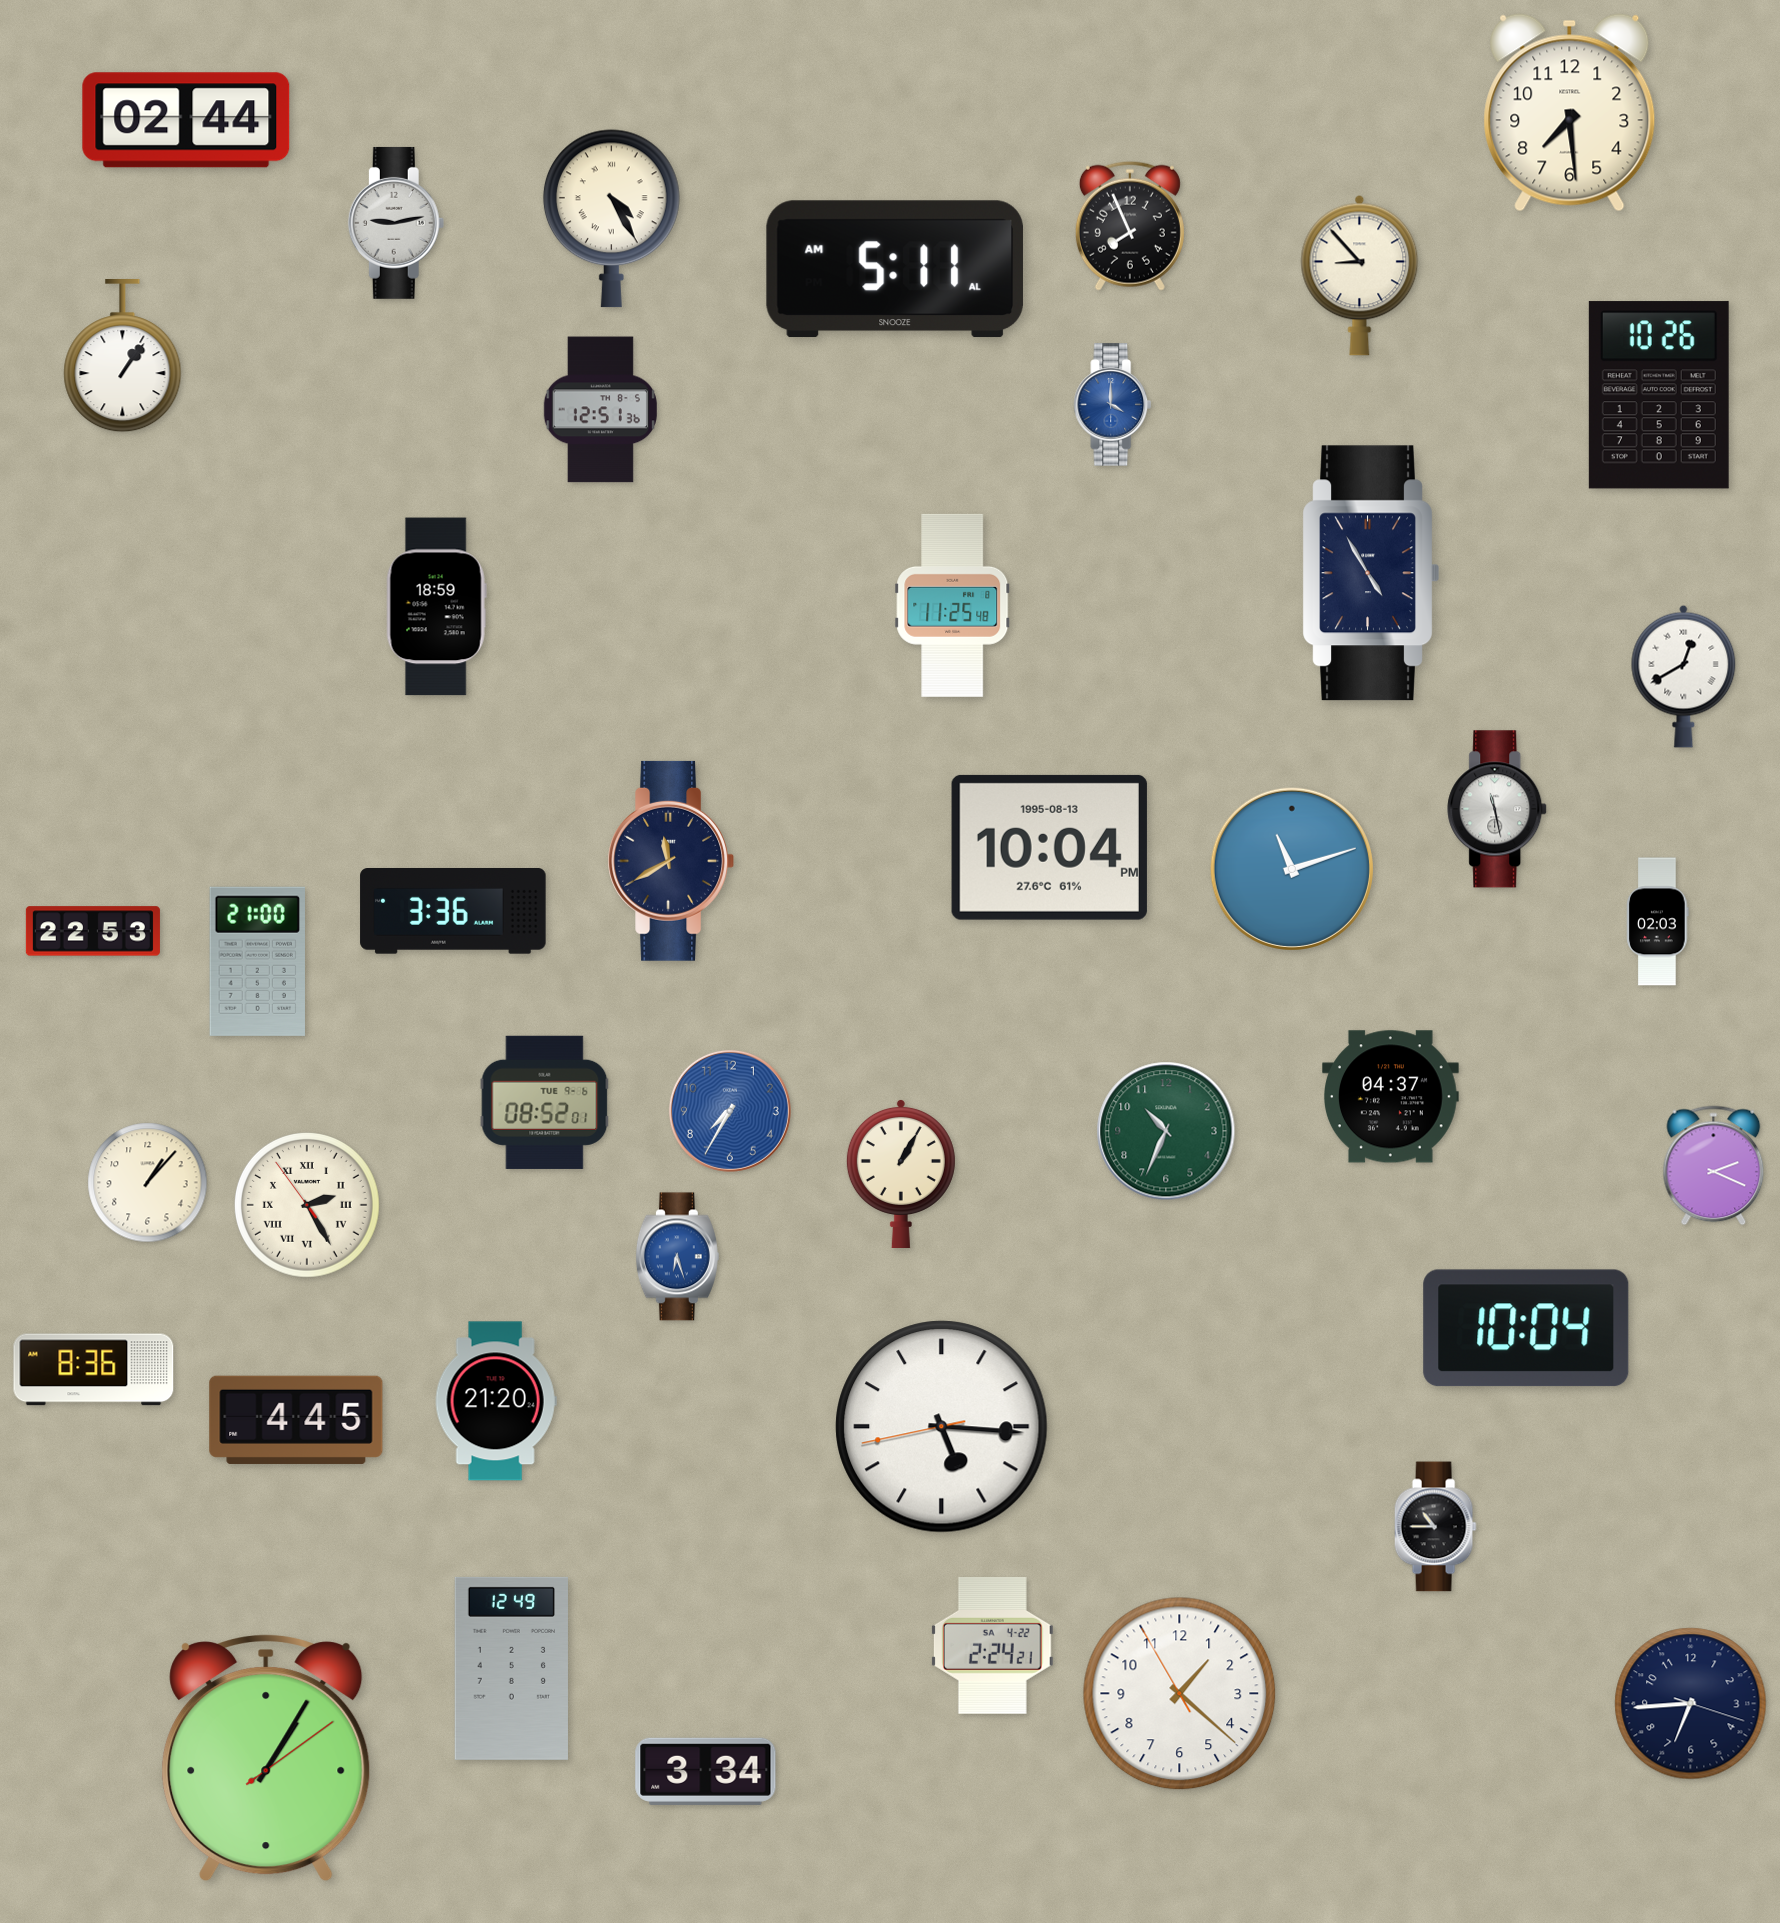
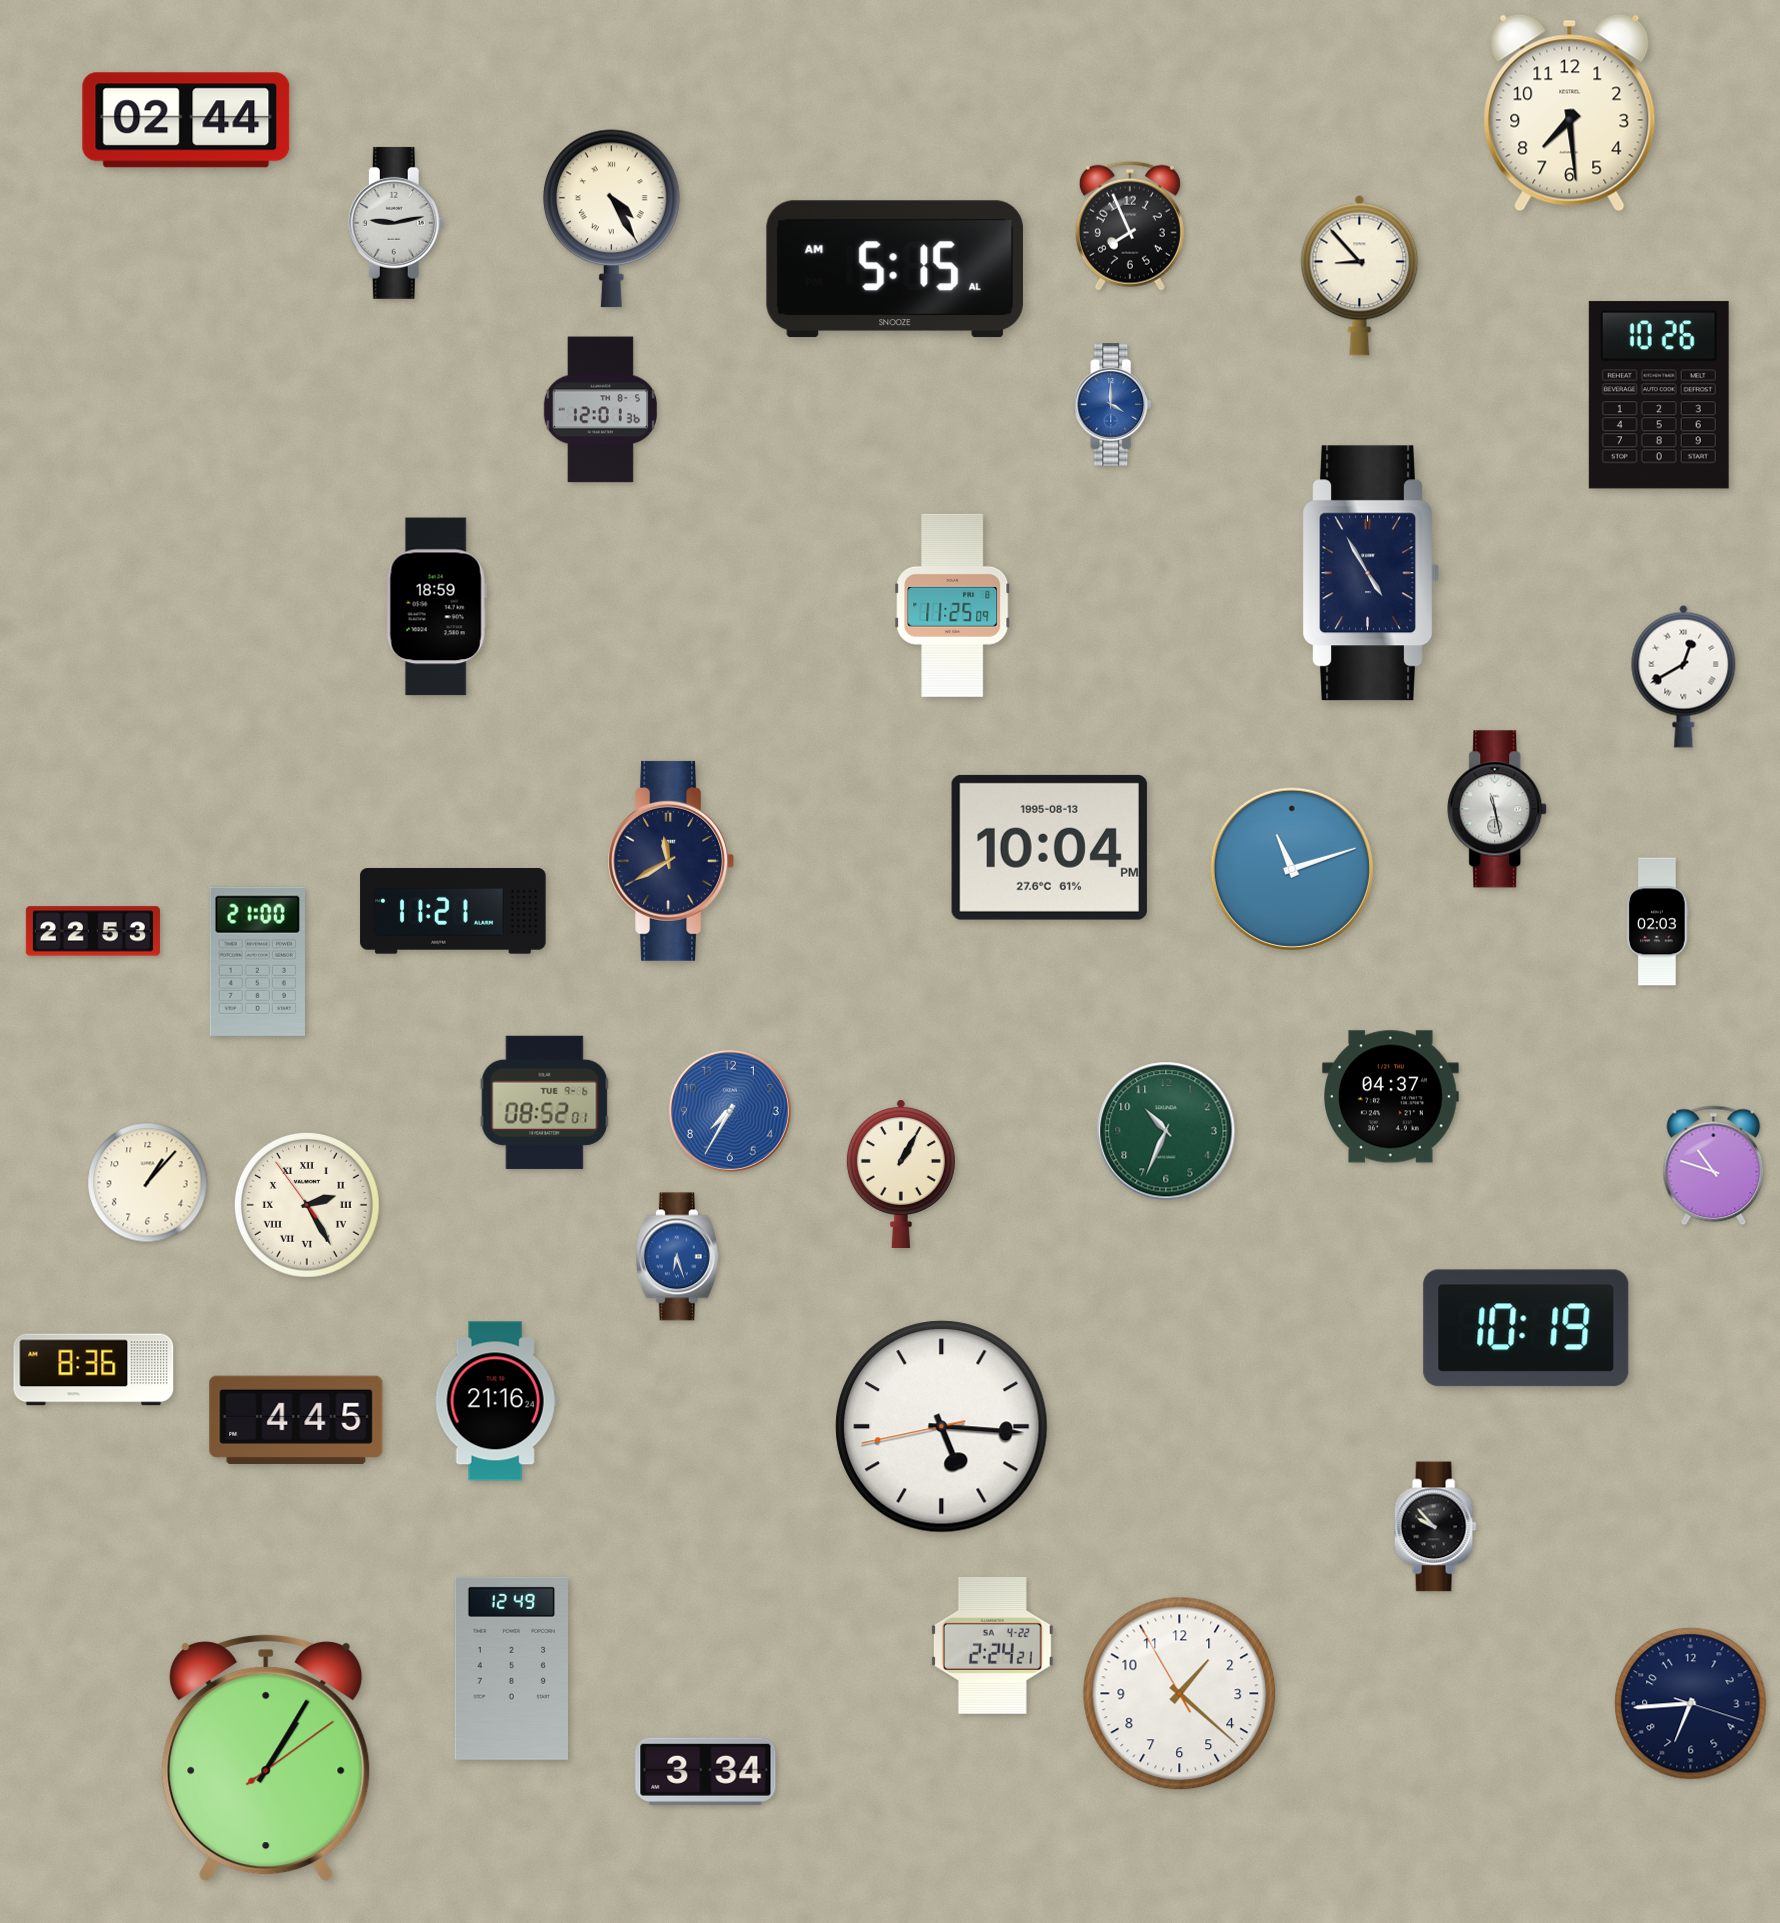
clock at (895, 269): 5:11 -> 5:15
clock at (123, 356): 1:06 -> none
clock at (600, 410): 12:51 -> 12:01
clock at (953, 605): 11:25:48 -> 11:25:09
clock at (453, 912): 3:36 -> 11:21
clock at (1714, 1166): 2:19 -> 10:48
clock at (1526, 1328): 10:04 -> 10:19
clock at (496, 1401): 21:20 -> 21:16
clock at (1435, 1527): 10:45 -> 9:53
